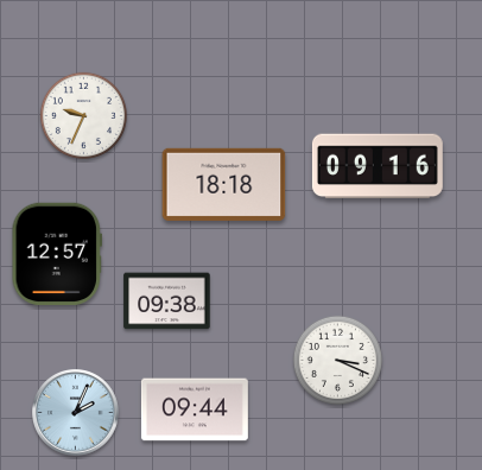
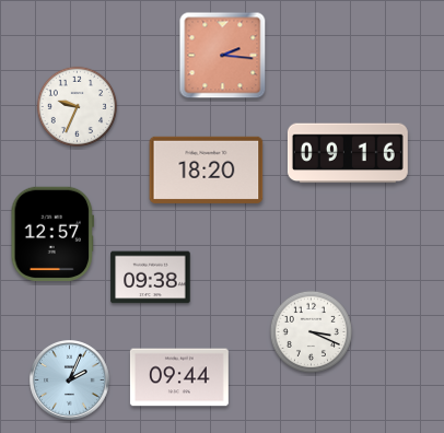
clock at (223, 56): none -> 2:16
clock at (224, 184): 18:18 -> 18:20
clock at (167, 301) position: (167, 301) -> (151, 278)
